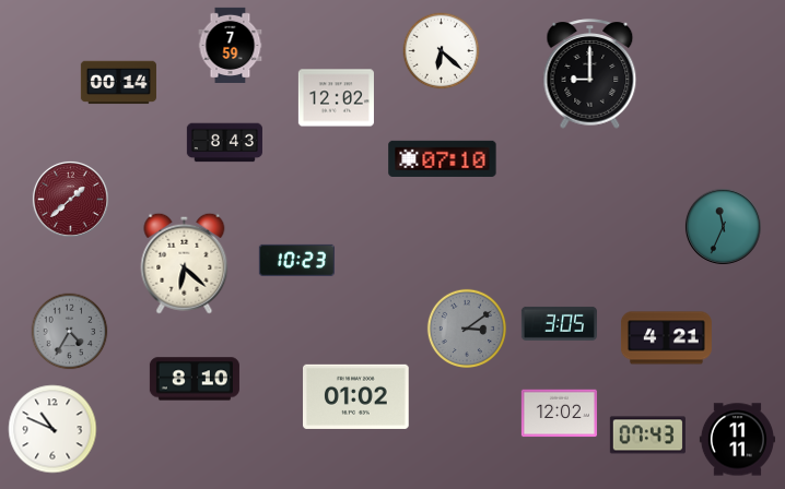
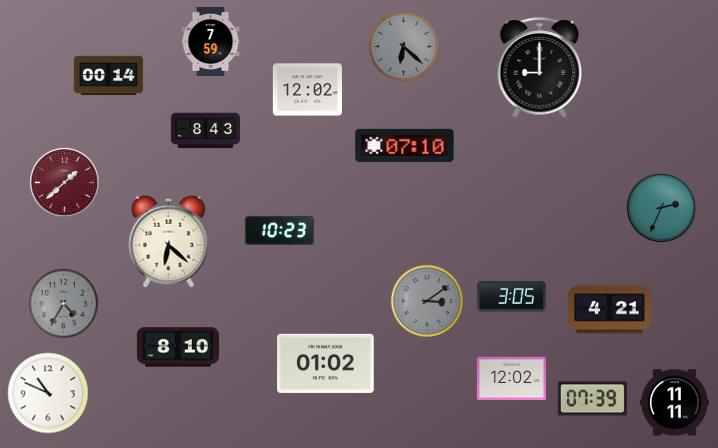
clock at (442, 51) dial: white -> grey
clock at (723, 226): 11:34 -> 2:34
clock at (296, 260) position: (296, 260) -> (279, 230)
clock at (647, 436): 07:43 -> 07:39
